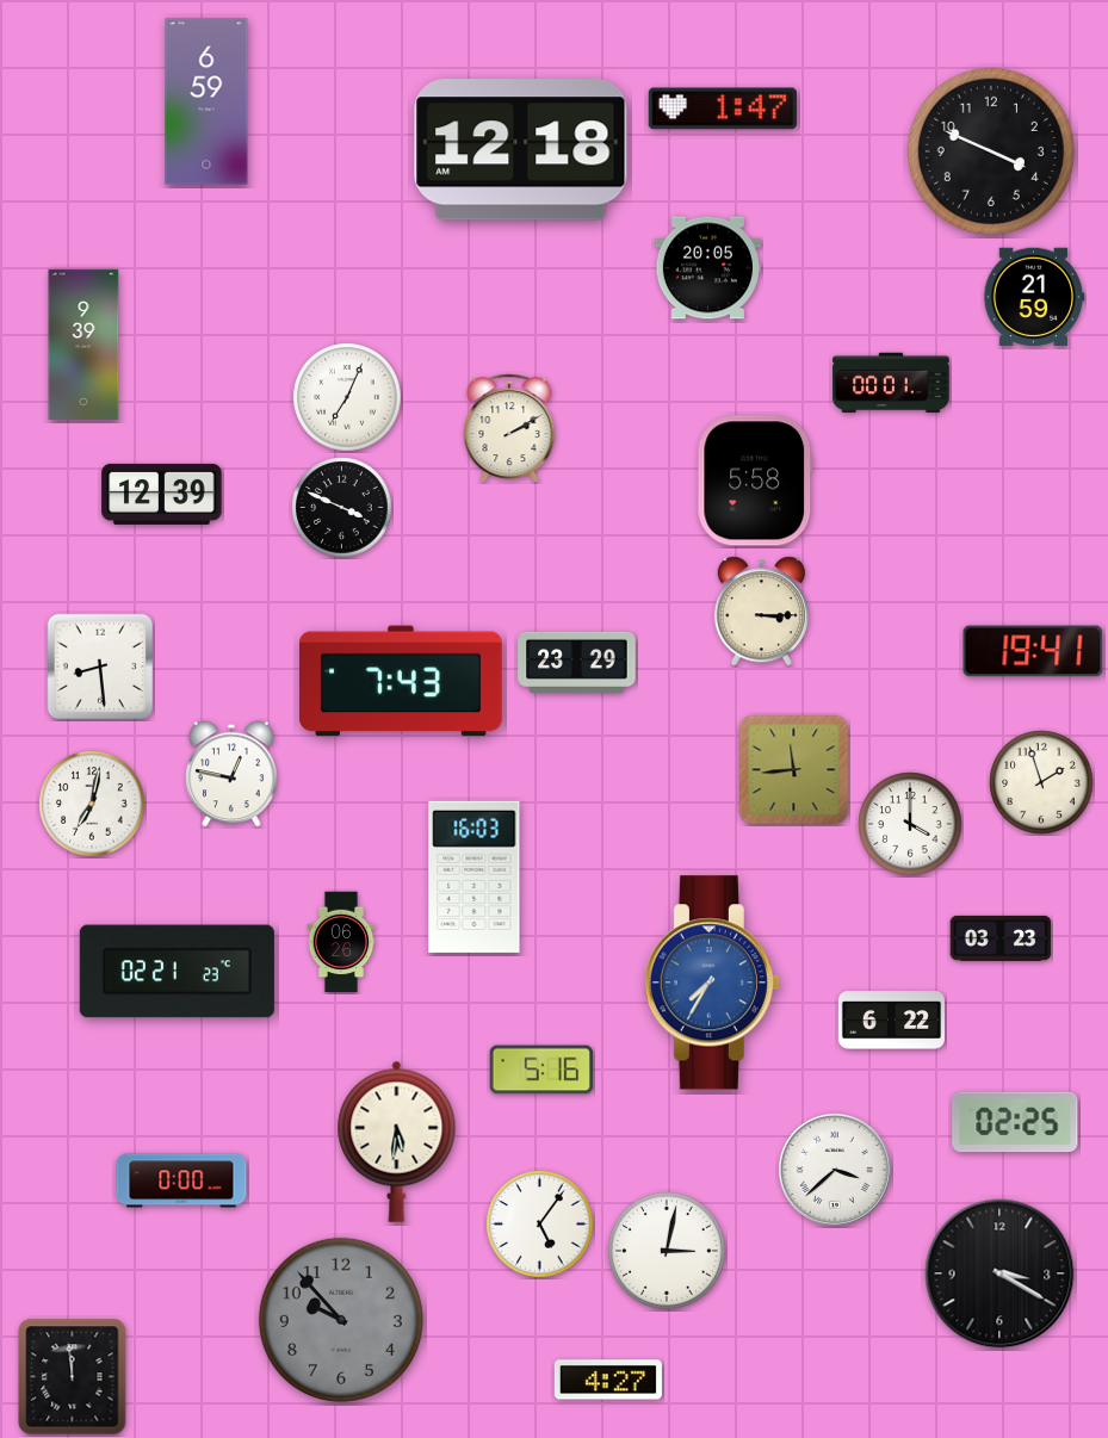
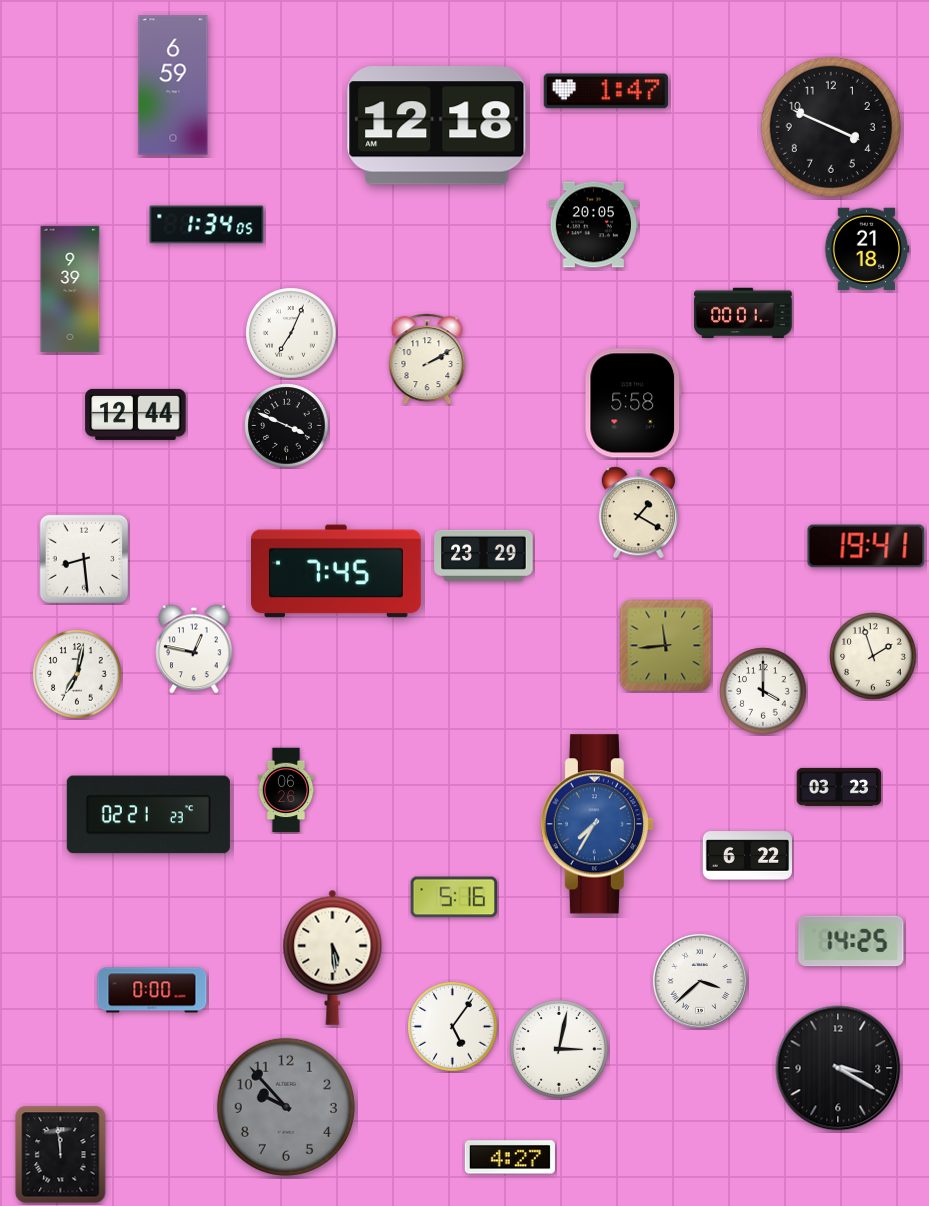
clock at (207, 225): none -> 1:34
clock at (1034, 297): 21:59 -> 21:18
clock at (891, 383) position: (891, 383) -> (743, 313)
clock at (162, 494): 12:39 -> 12:44
clock at (761, 612): 3:15 -> 1:20
clock at (402, 681): 7:43 -> 7:45
clock at (475, 876): 16:03 -> none
clock at (1015, 1122): 02:25 -> 14:25
clock at (397, 1141): 5:31 -> 5:29
